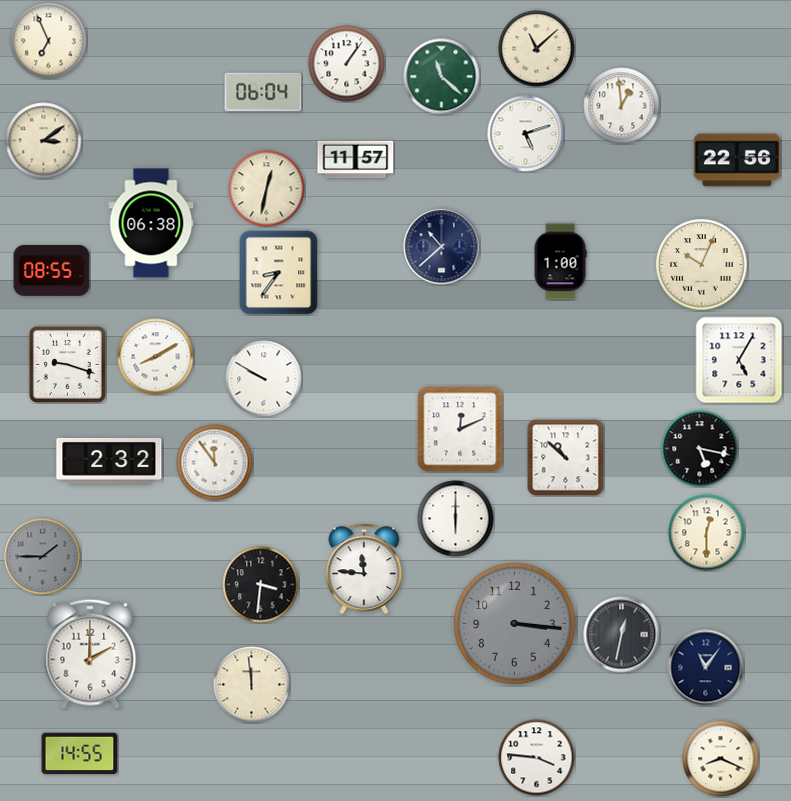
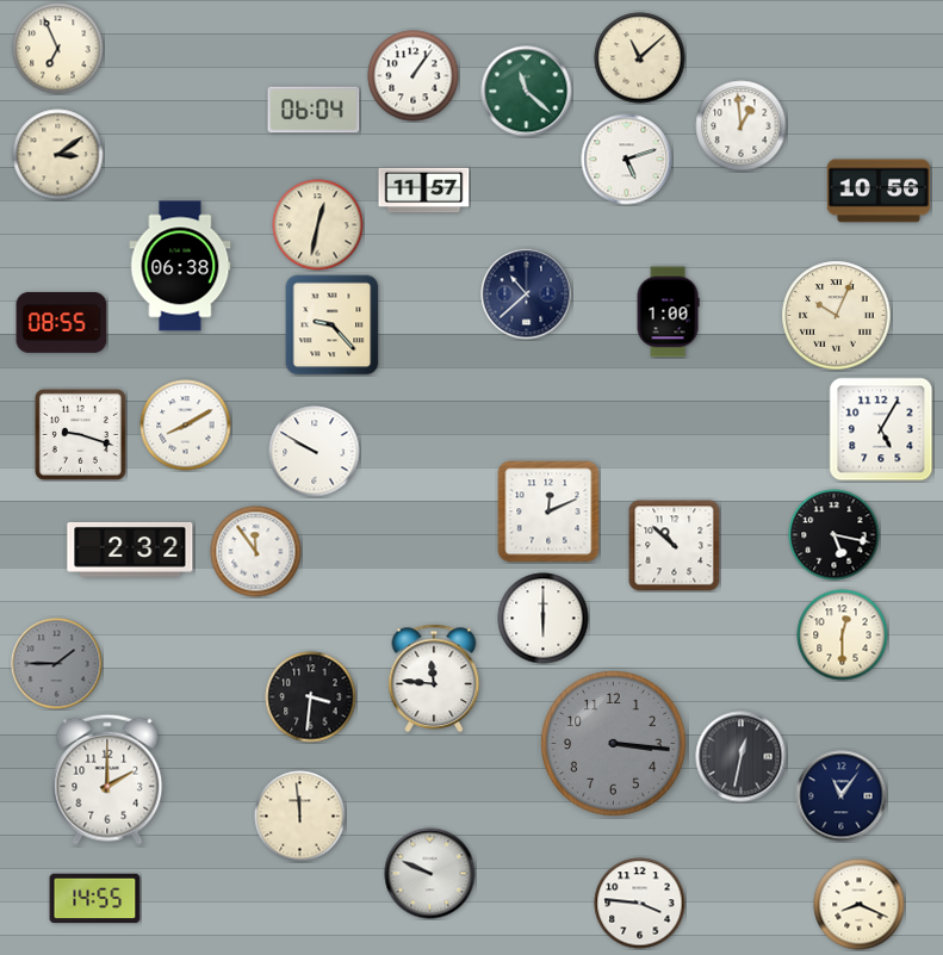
clock at (44, 141) position: (44, 141) -> (58, 155)
clock at (737, 160): 22:56 -> 10:56
clock at (279, 273): 8:36 -> 9:23
clock at (43, 557) position: (43, 557) -> (57, 664)
clock at (430, 874): none -> 9:49
